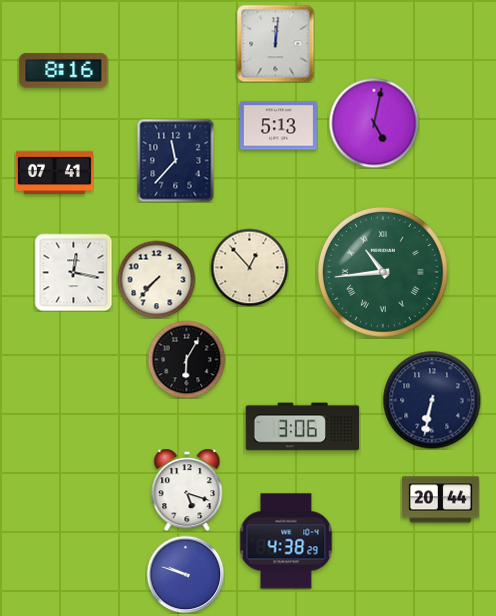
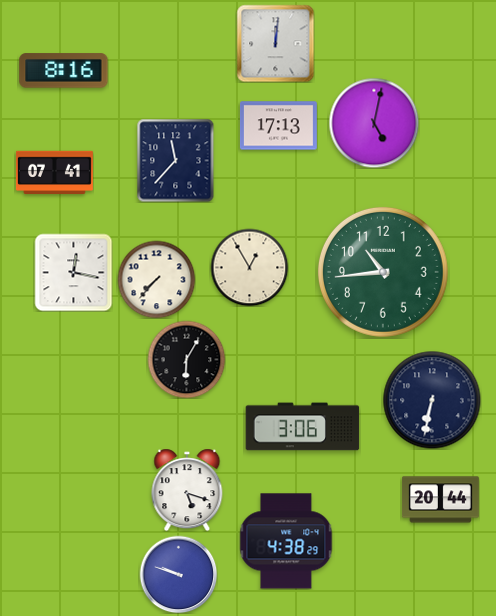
clock at (278, 126): 5:13 -> 17:13
clock at (249, 267): 12:53 -> 12:55
clock at (383, 272) numerals: Roman -> Arabic
clock at (185, 574) position: (185, 574) -> (178, 574)
